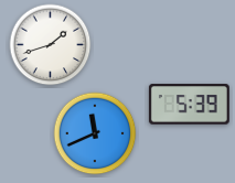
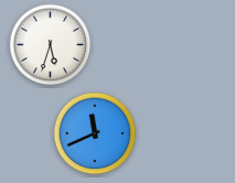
clock at (51, 45): 1:42 -> 5:33
clock at (189, 105): 5:39 -> none
